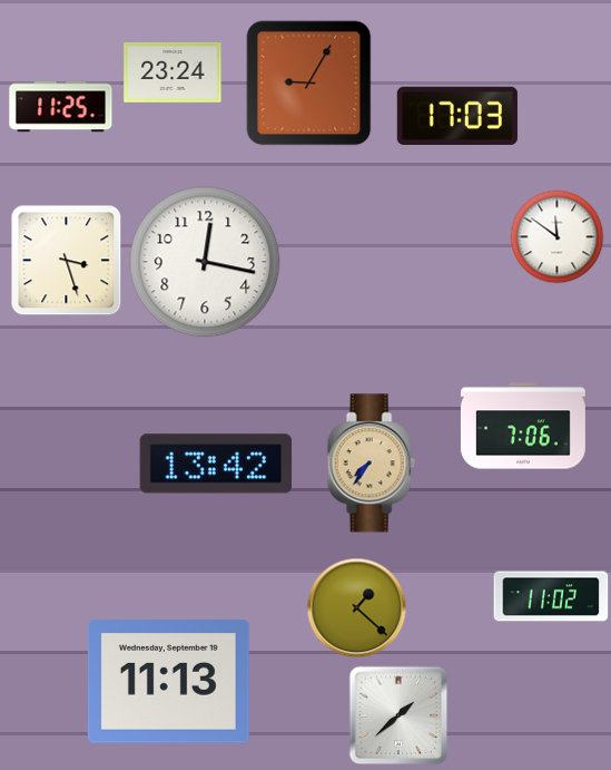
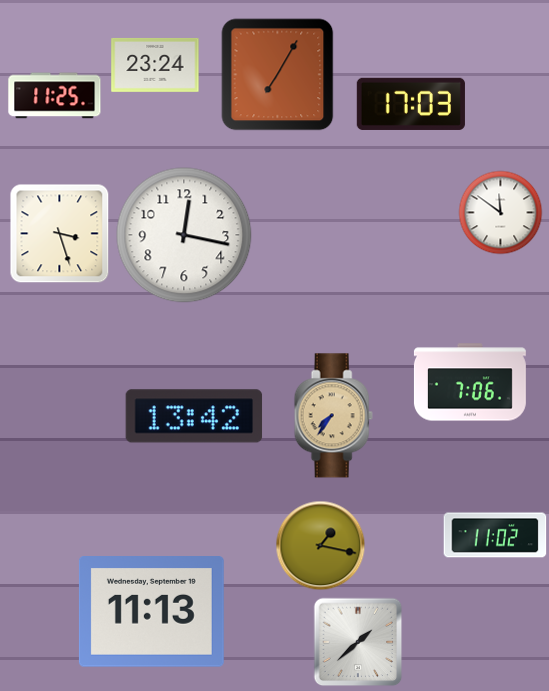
clock at (309, 84): 9:05 -> 7:05
clock at (357, 608): 1:22 -> 1:17
